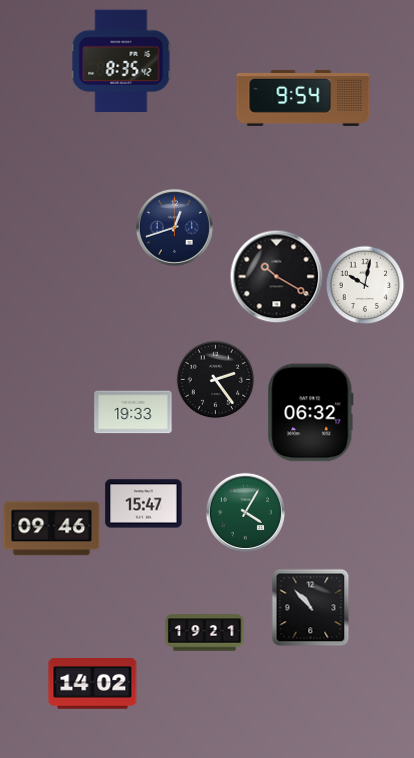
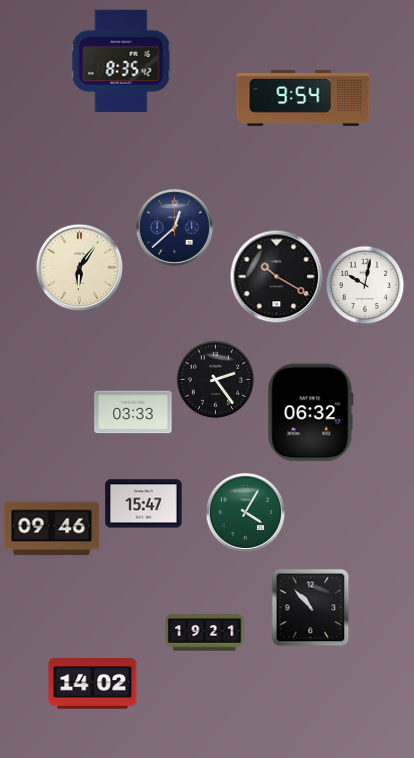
clock at (174, 227): 12:42 -> 12:38
clock at (79, 267): none -> 6:06
clock at (133, 412): 19:33 -> 03:33
